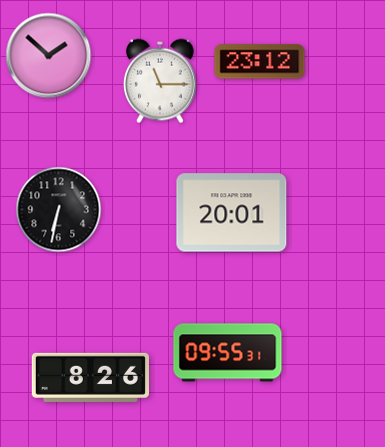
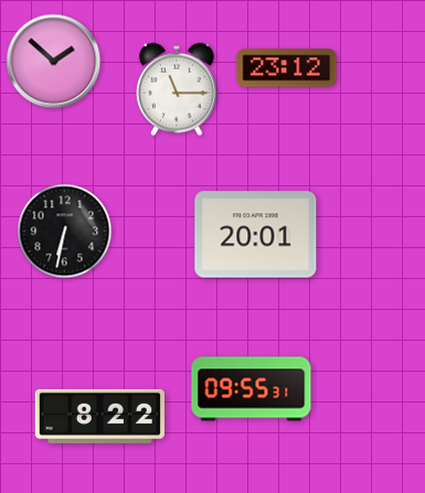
clock at (90, 377): 8:26 -> 8:22
